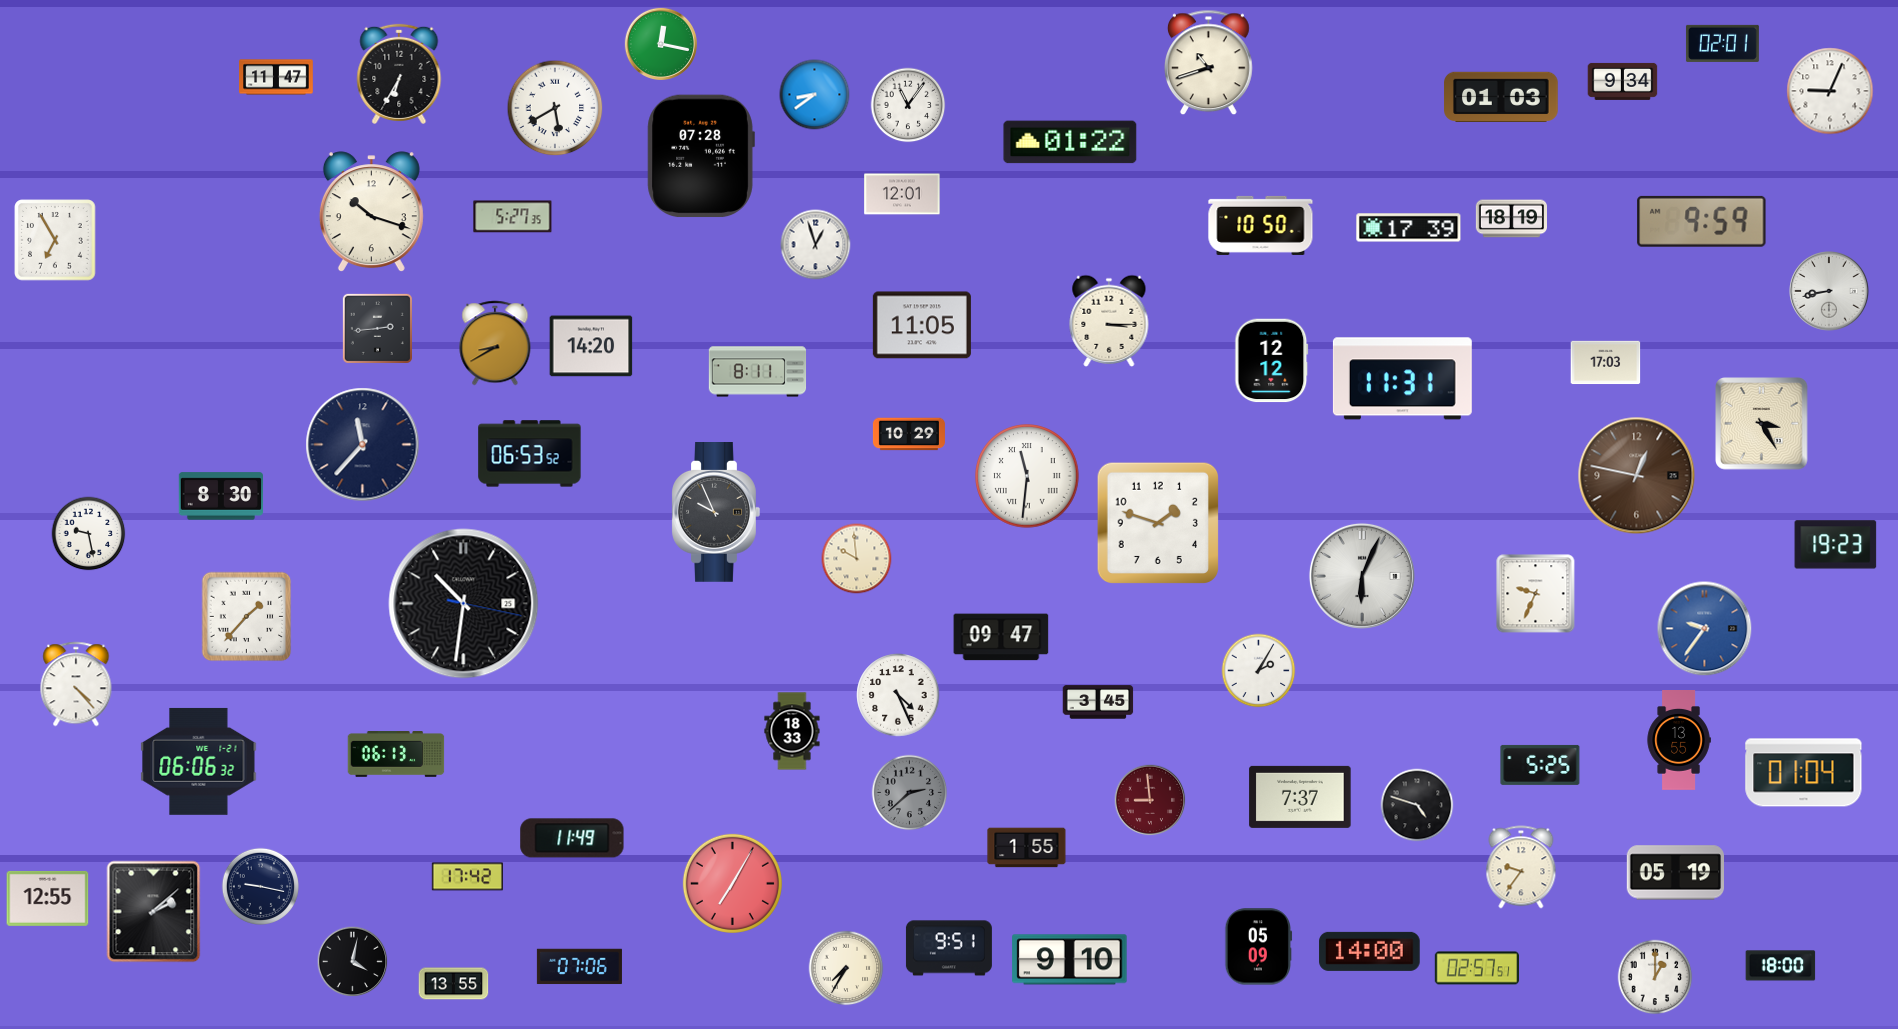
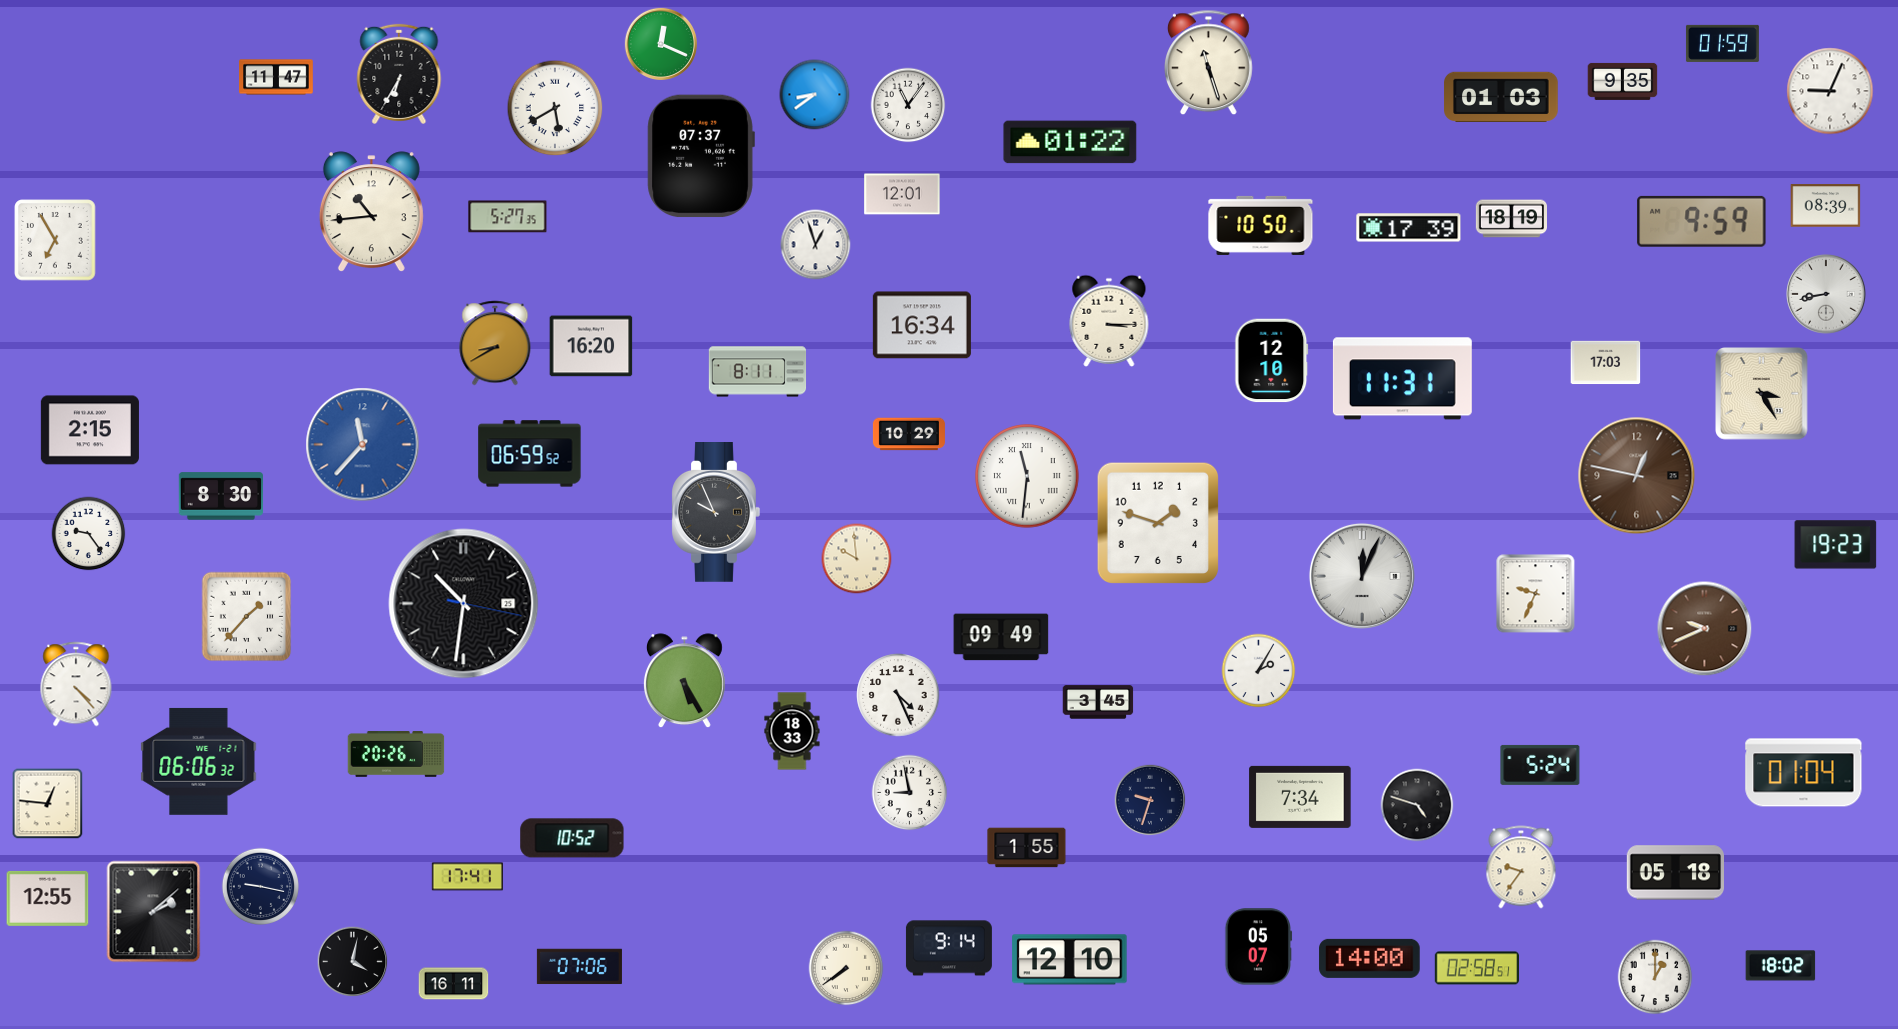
clock at (660, 43): 12:17 -> 12:19
clock at (1722, 43): 02:01 -> 01:59
clock at (1209, 63): 10:42 -> 11:27
clock at (1623, 81): 9:34 -> 9:35
clock at (701, 156): 07:28 -> 07:37
clock at (1826, 206): none -> 08:39
clock at (371, 212): 10:18 -> 10:44
clock at (513, 217) position: (513, 217) -> (508, 217)
clock at (1829, 291) position: (1829, 291) -> (1826, 294)
clock at (922, 325): 11:05 -> 16:34
clock at (377, 328): 2:44 -> none
clock at (591, 346): 14:20 -> 16:20
clock at (1272, 361): 12:12 -> 12:10
clock at (1762, 424) position: (1762, 424) -> (1762, 394)
clock at (90, 430): none -> 2:15
clock at (363, 445) dial: navy -> blue
clock at (530, 454): 06:53 -> 06:59
clock at (89, 534): 9:28 -> 9:24
clock at (1362, 576): 6:04 -> 12:04
clock at (1705, 629): 9:36 -> 9:41
clock at (1705, 629) dial: blue -> brown
clock at (1001, 637): 09:47 -> 09:49
clock at (684, 681): none -> 5:25
clock at (1679, 741): 13:55 -> none
clock at (396, 755): 06:13 -> 20:26
clock at (1540, 765): 5:25 -> 5:24
clock at (910, 793): 2:38 -> 8:58
clock at (910, 793) dial: grey -> white
clock at (1300, 797): 7:37 -> 7:34
clock at (1150, 800): 8:59 -> 9:33
clock at (1150, 800) dial: burgundy -> navy
clock at (48, 804): none -> 12:46
clock at (572, 838): 11:49 -> 10:52
clock at (1675, 873): 05:19 -> 05:18
clock at (467, 877): 17:42 -> 17:41
clock at (732, 883): 7:05 -> none
clock at (1259, 947): 05:09 -> 05:07
clock at (949, 948): 9:51 -> 9:14
clock at (1370, 951) position: (1370, 951) -> (1370, 958)
clock at (1070, 960): 9:10 -> 12:10
clock at (1781, 966): 18:00 -> 18:02
clock at (846, 968): 7:35 -> 7:39
clock at (1476, 968): 02:57 -> 02:58
clock at (454, 984): 13:55 -> 16:11
